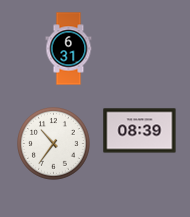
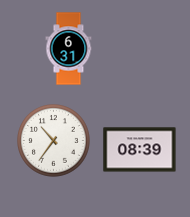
clock at (140, 131) position: (140, 131) -> (140, 150)
clock at (54, 144) position: (54, 144) -> (54, 141)
